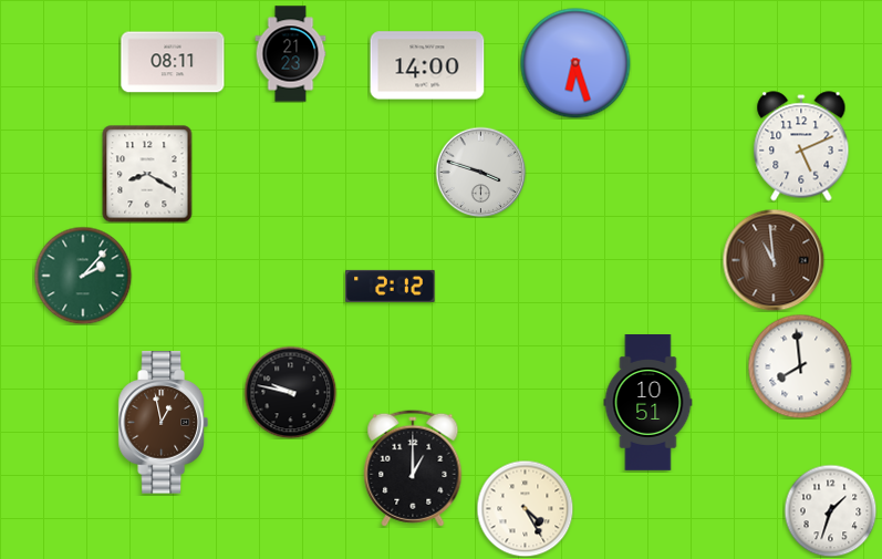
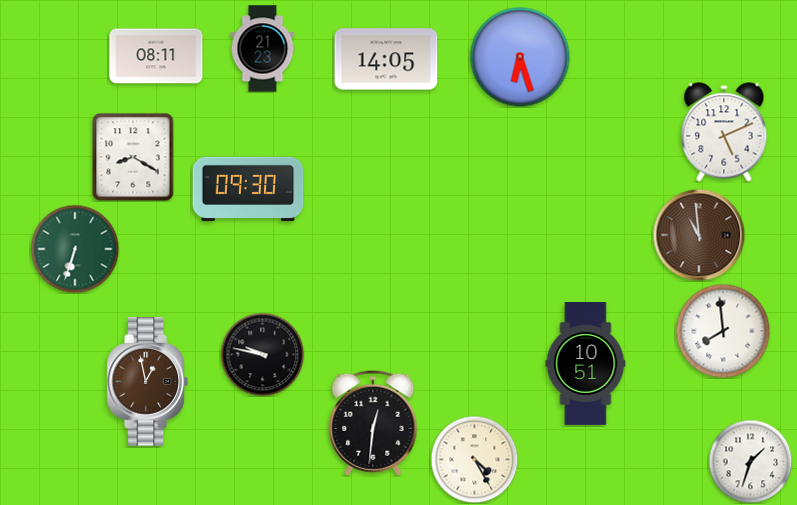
clock at (427, 65): 14:00 -> 14:05
clock at (480, 172): 3:48 -> none
clock at (248, 188): none -> 09:30
clock at (83, 276): 2:07 -> 6:33
clock at (391, 286): 2:12 -> none
clock at (413, 468): 1:00 -> 12:31
